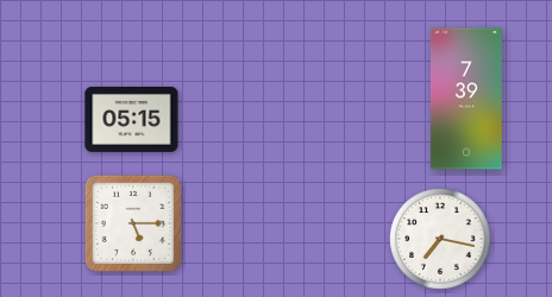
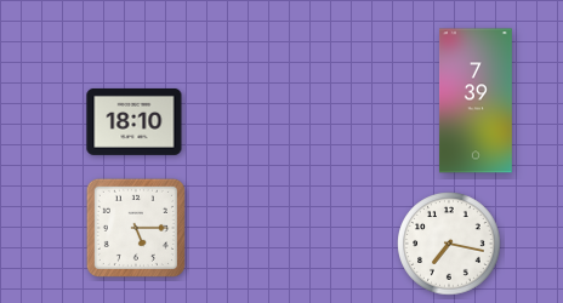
clock at (132, 119): 05:15 -> 18:10
